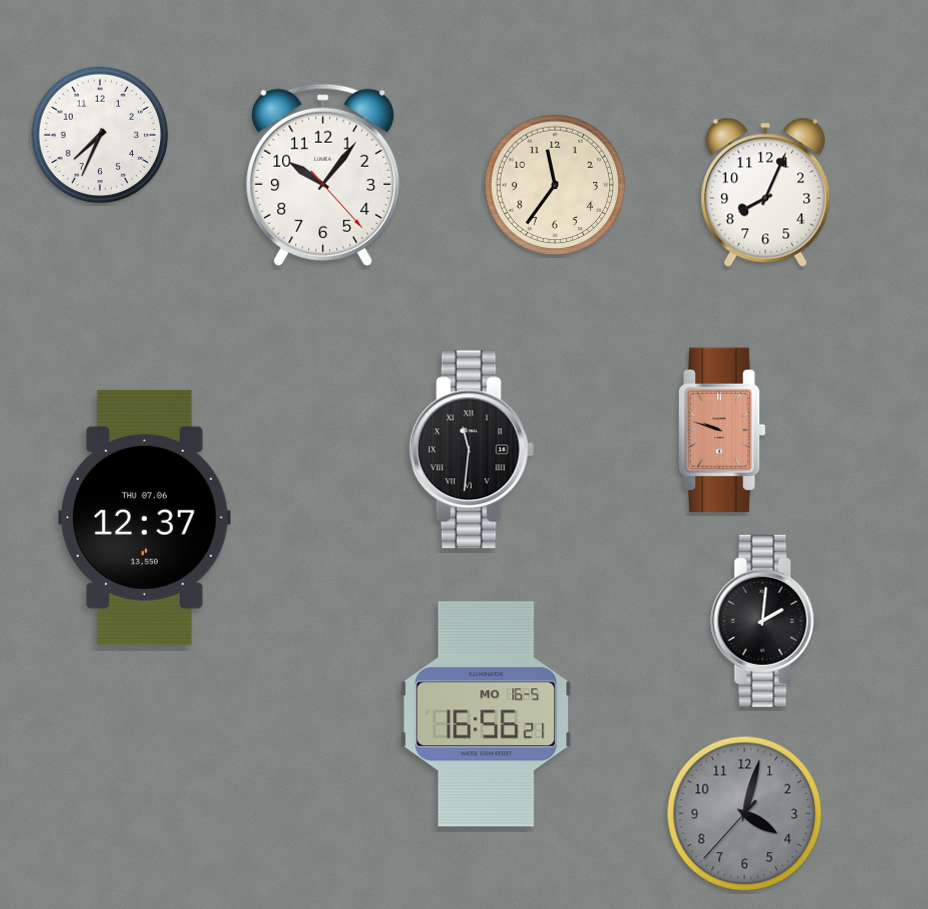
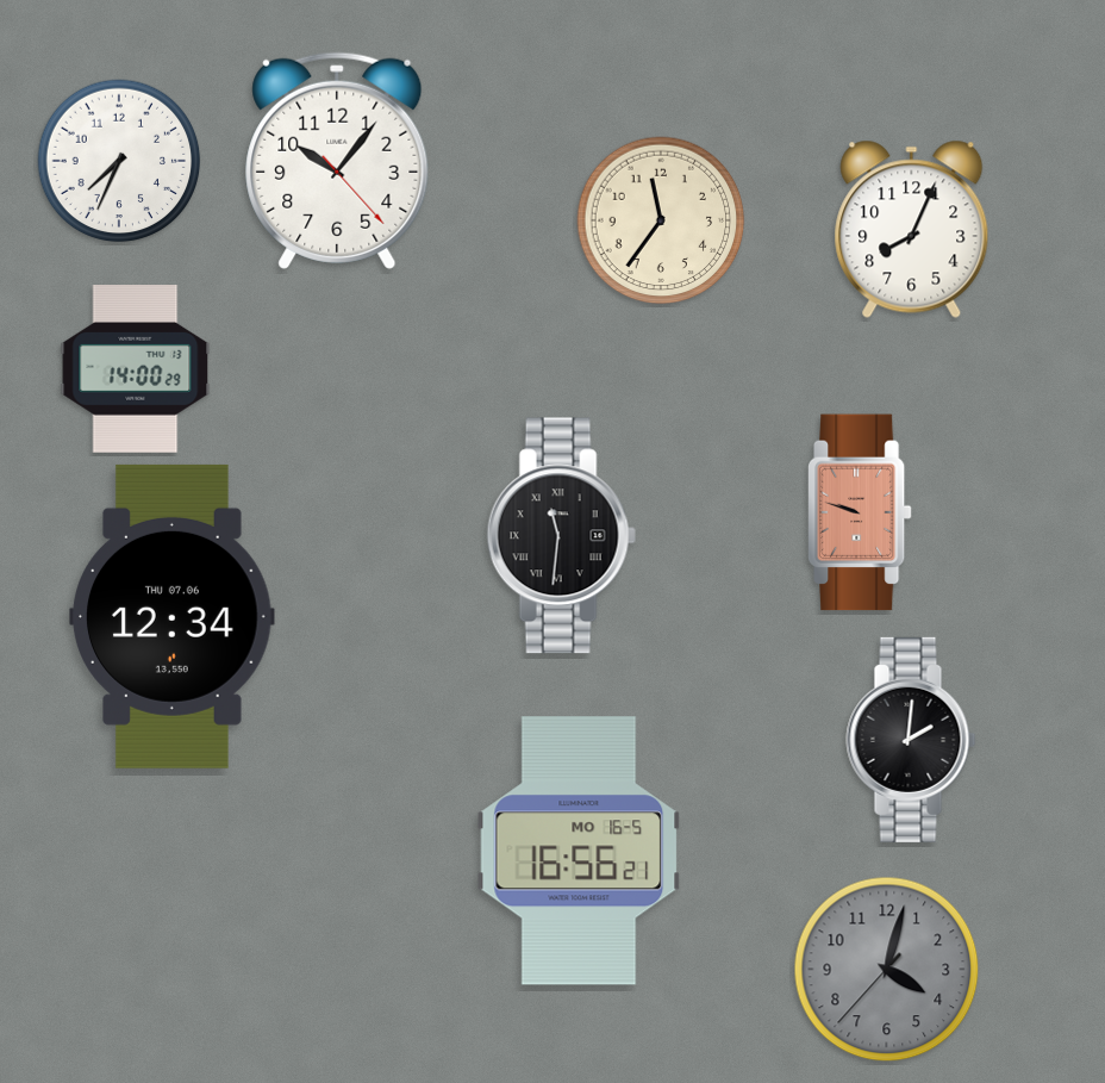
clock at (323, 175) position: (323, 175) -> (337, 161)
clock at (136, 369): none -> 14:00
clock at (145, 517): 12:37 -> 12:34
